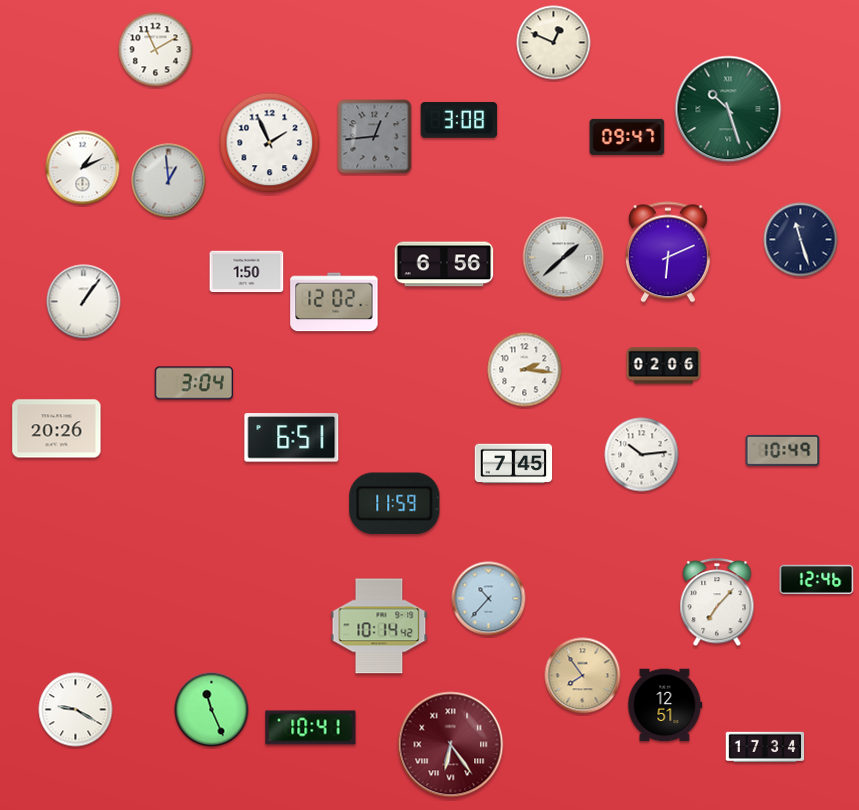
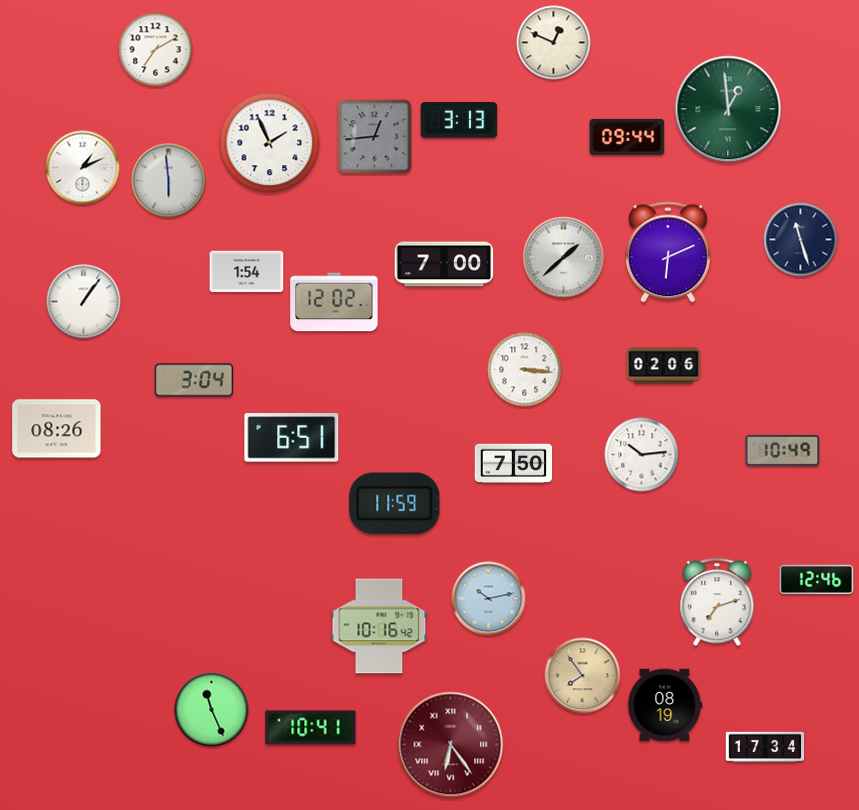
clock at (156, 50): 11:10 -> 7:10
clock at (728, 109): 10:27 -> 12:59
clock at (459, 121): 3:08 -> 3:13
clock at (627, 137): 09:47 -> 09:44
clock at (169, 181): 12:59 -> 5:59
clock at (444, 264): 6:56 -> 7:00
clock at (247, 272): 1:50 -> 1:54
clock at (525, 370): 2:16 -> 3:16
clock at (194, 383) position: (194, 383) -> (194, 380)
clock at (57, 429): 20:26 -> 08:26
clock at (514, 464): 7:45 -> 7:50
clock at (489, 599): 10:37 -> 10:13
clock at (717, 603): 7:07 -> 7:12
clock at (379, 626): 10:14 -> 10:16
clock at (665, 705): 12:51 -> 08:19
clock at (76, 710): 9:20 -> none
